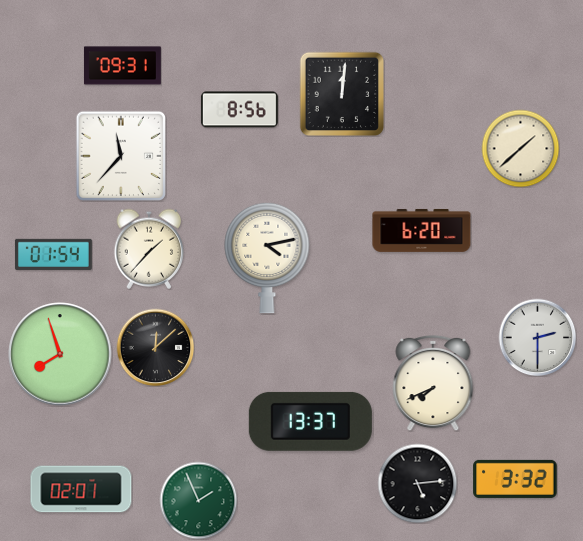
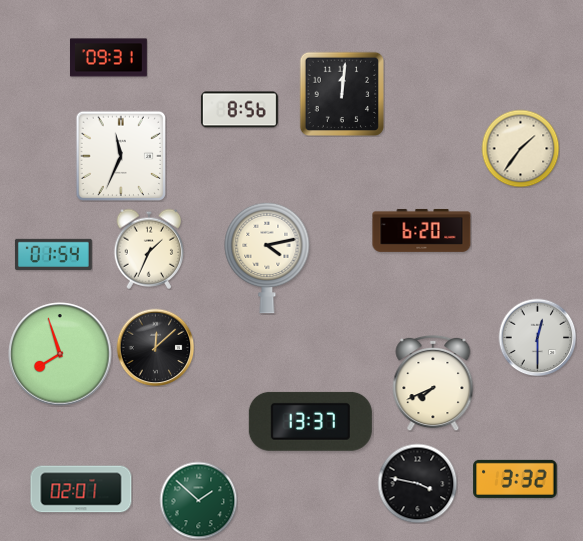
clock at (122, 66) position: (122, 66) -> (108, 58)
clock at (520, 148): 1:38 -> 1:36
clock at (120, 155): 11:37 -> 11:34
clock at (149, 249): 1:37 -> 1:34
clock at (537, 337): 2:30 -> 12:30
clock at (417, 483): 5:14 -> 3:47
clock at (198, 500): 1:56 -> 1:52
